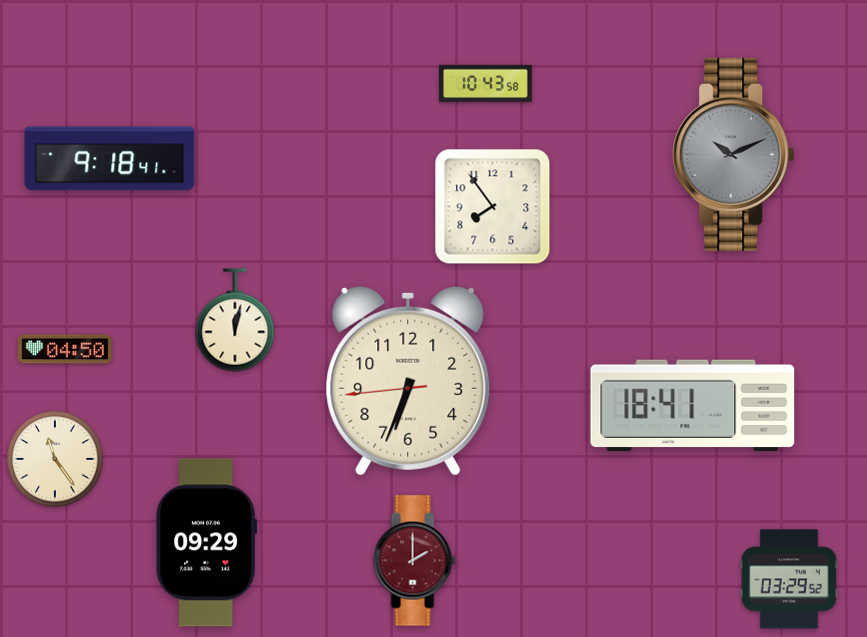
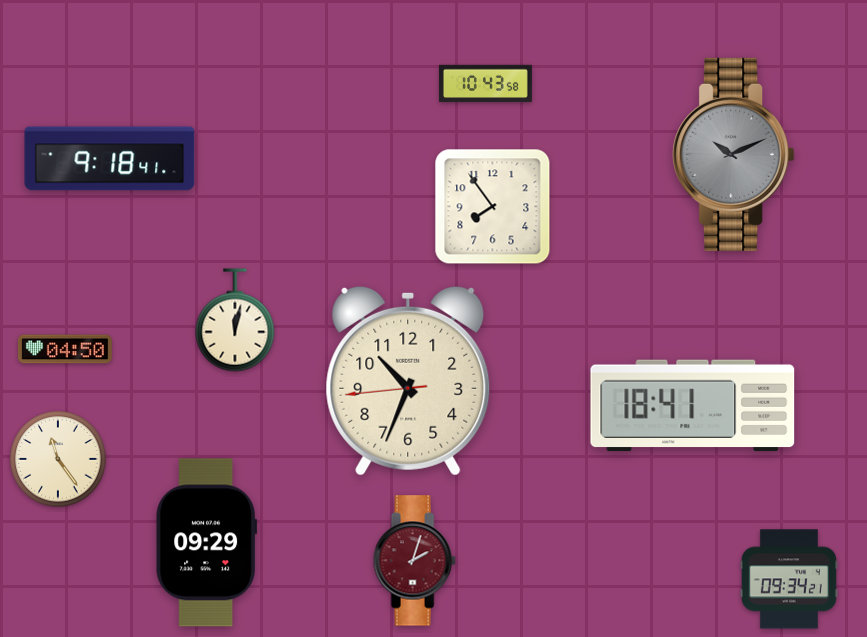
clock at (408, 381): 6:33 -> 10:33
clock at (55, 459) position: (55, 459) -> (58, 459)
clock at (414, 561): 2:00 -> 2:03
clock at (789, 579): 03:29 -> 09:34
